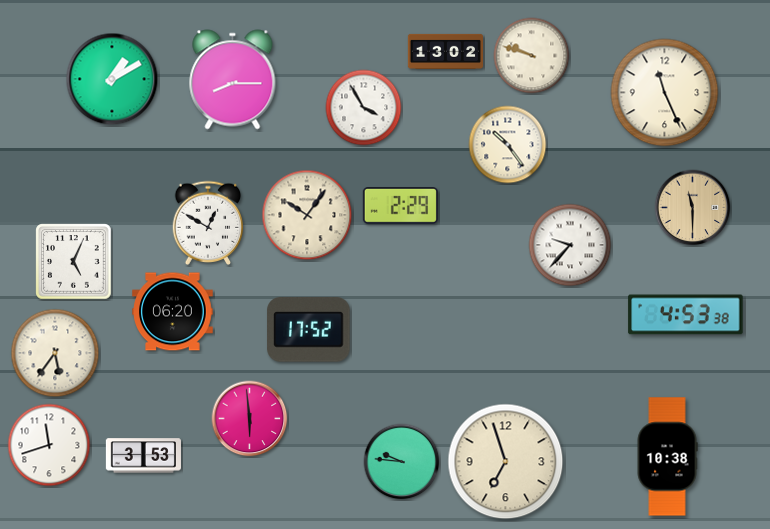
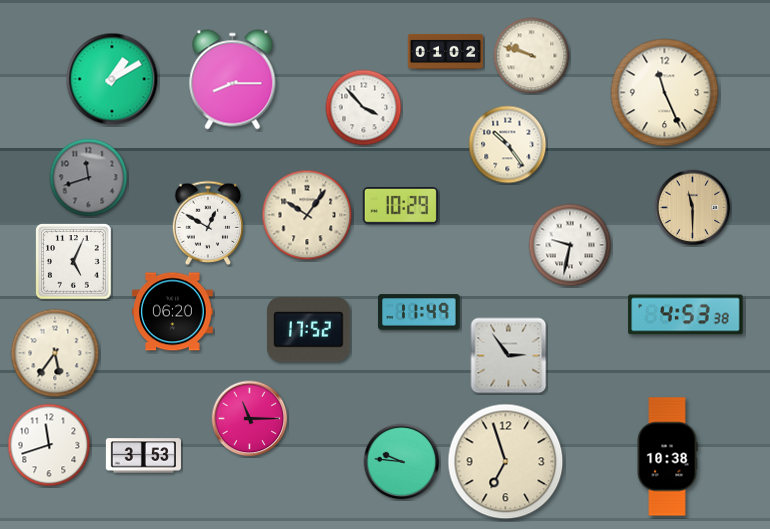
clock at (445, 51): 13:02 -> 01:02
clock at (364, 108): 3:55 -> 3:53
clock at (89, 178): none -> 11:42
clock at (400, 206): 2:29 -> 10:29
clock at (570, 245): 9:37 -> 9:32
clock at (419, 312): none -> 11:49
clock at (509, 356): none -> 2:54
clock at (250, 419): 5:59 -> 11:15
